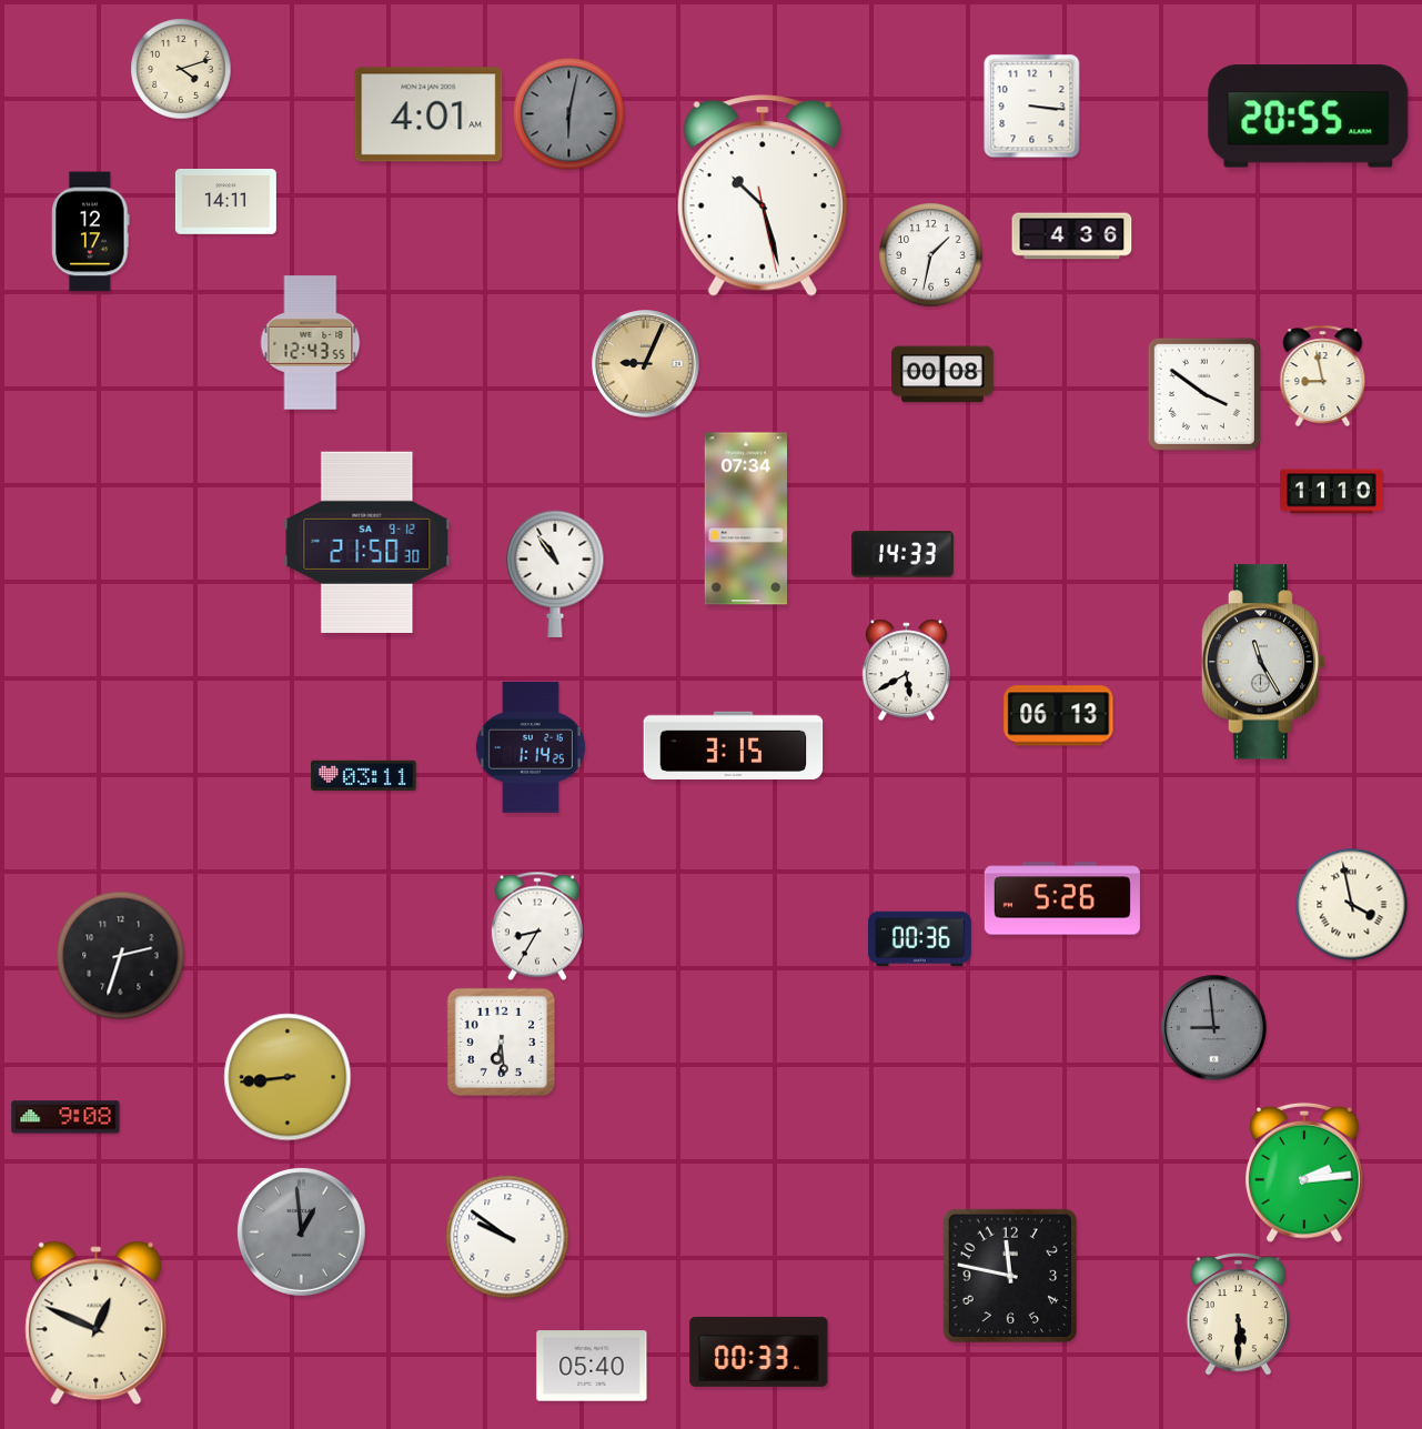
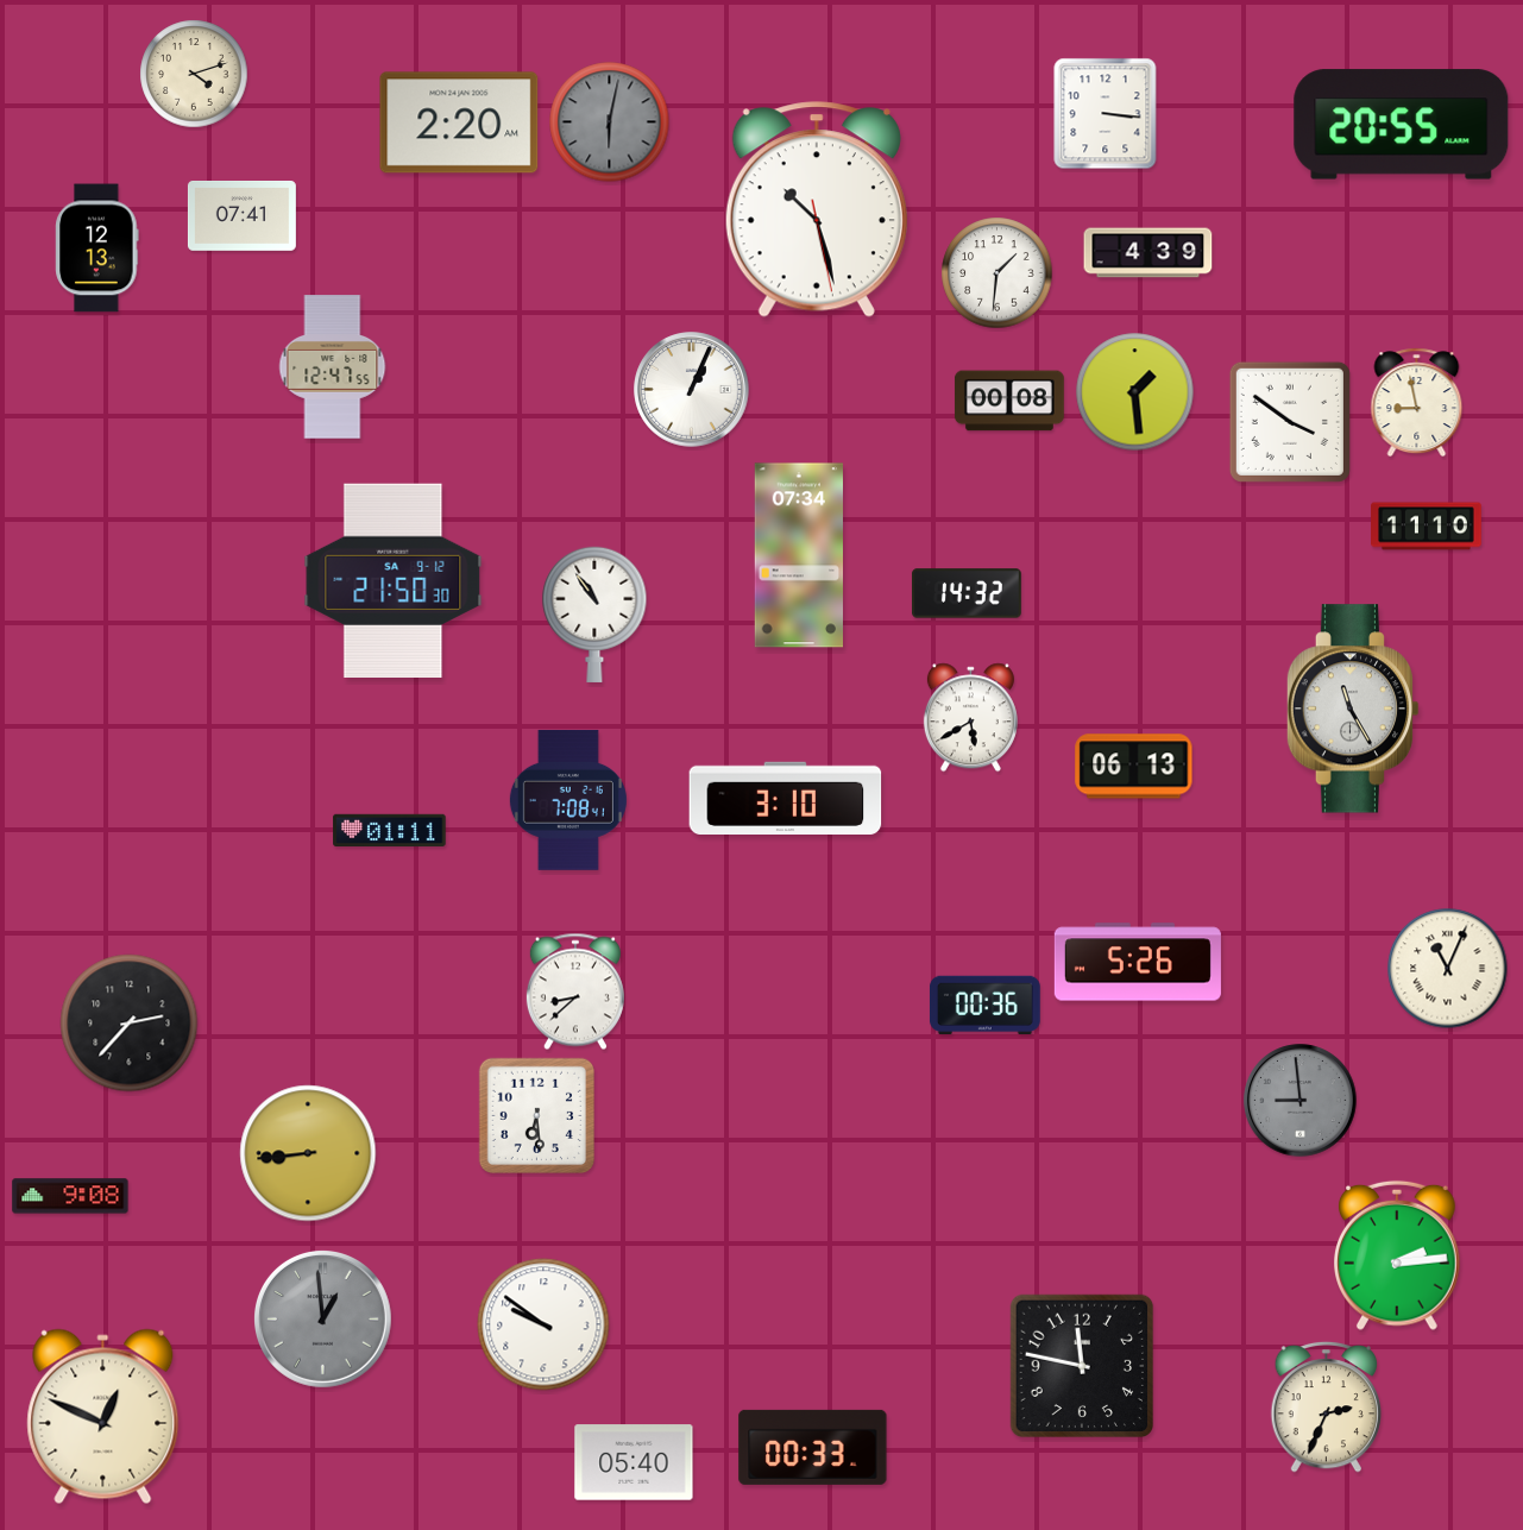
clock at (428, 114): 4:01 -> 2:20
clock at (225, 202): 14:11 -> 07:41
clock at (91, 232): 12:17 -> 12:13
clock at (1072, 237): 4:36 -> 4:39
clock at (931, 255): 1:32 -> 1:31
clock at (311, 343): 12:43 -> 12:47
clock at (646, 364): 9:04 -> 1:04
clock at (646, 364) dial: champagne -> white
clock at (1135, 392): none -> 1:29
clock at (902, 554): 14:33 -> 14:32
clock at (734, 745): 3:15 -> 3:10
clock at (531, 747): 1:14 -> 7:08
clock at (364, 776): 03:11 -> 01:11
clock at (1352, 905): 3:58 -> 11:04
clock at (537, 926): 8:35 -> 8:38
clock at (121, 956): 2:33 -> 2:37
clock at (1239, 1314): 5:30 -> 2:34
